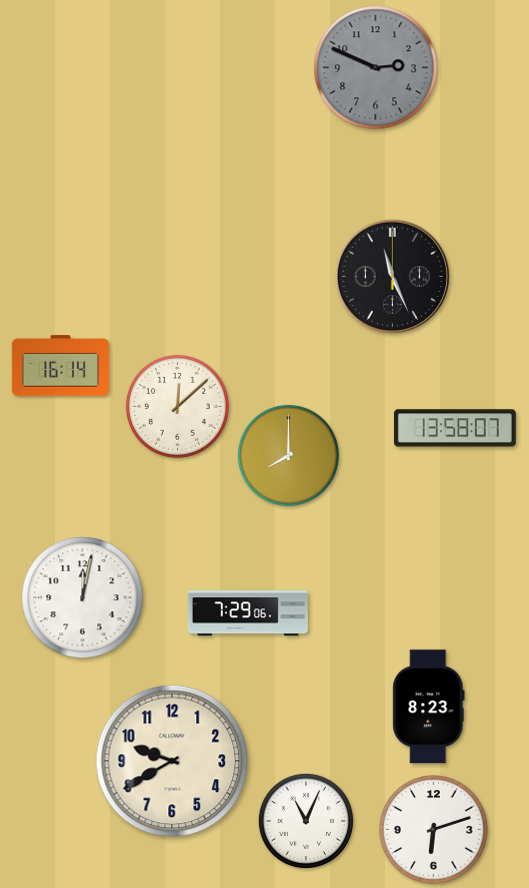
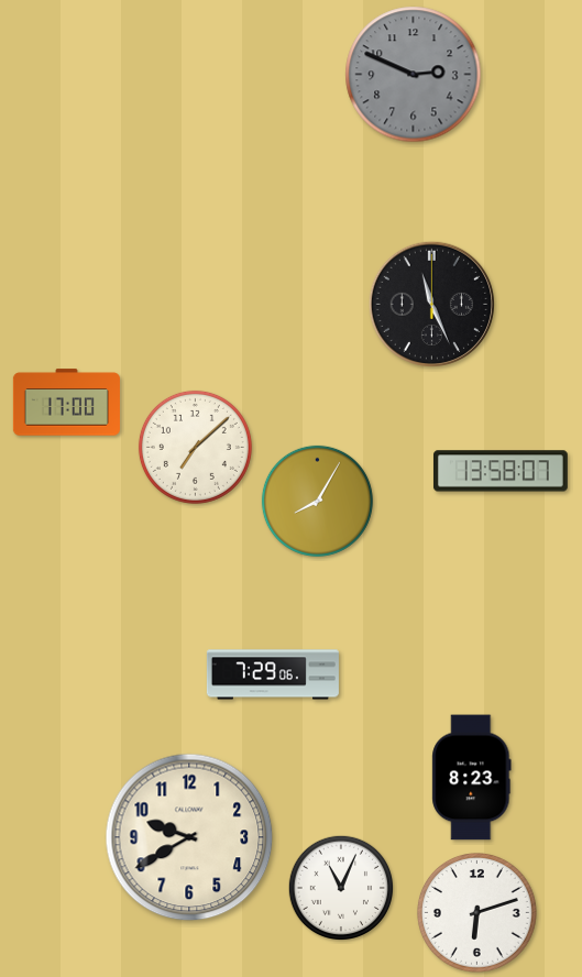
clock at (60, 366): 16:14 -> 17:00
clock at (177, 406): 12:08 -> 7:08
clock at (288, 455): 8:00 -> 8:05
clock at (83, 598): 12:02 -> none
clock at (305, 820) position: (305, 820) -> (340, 887)
